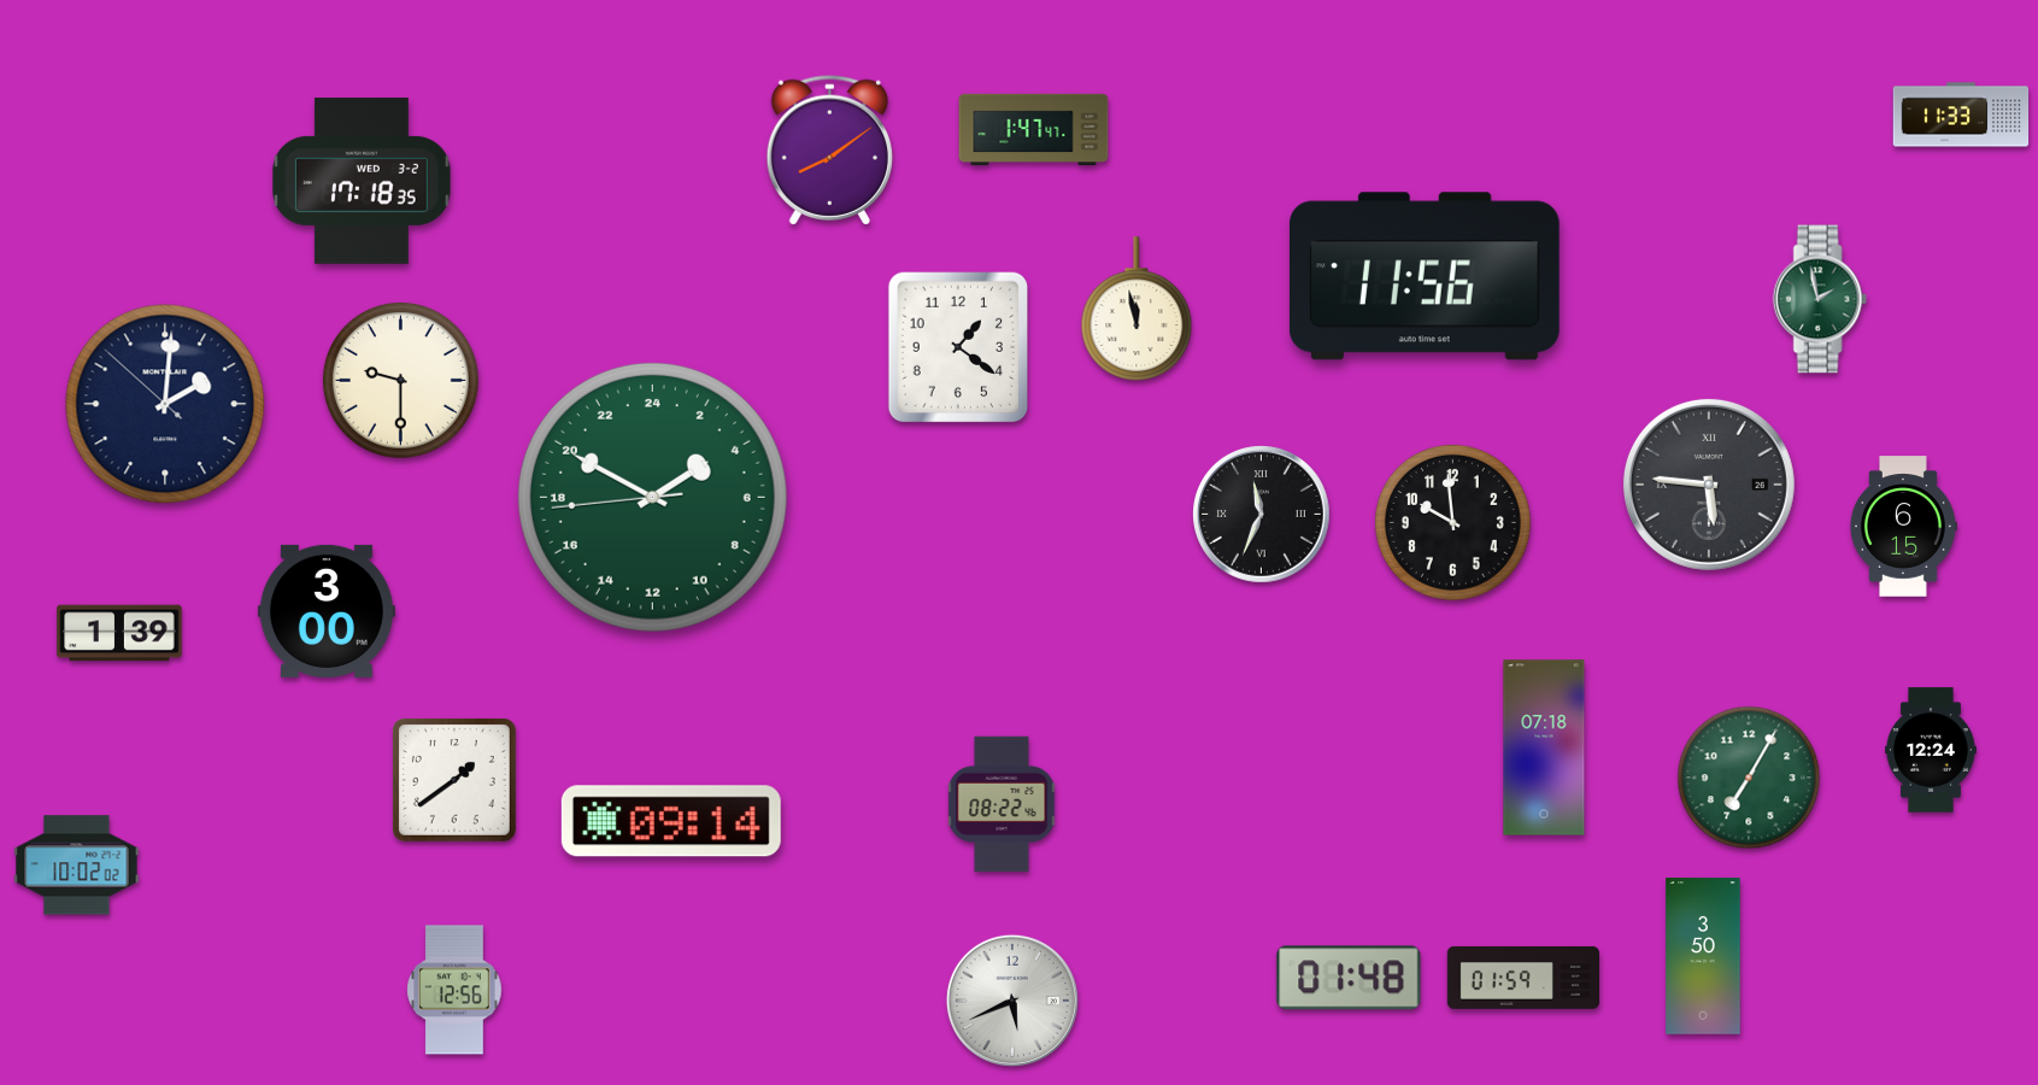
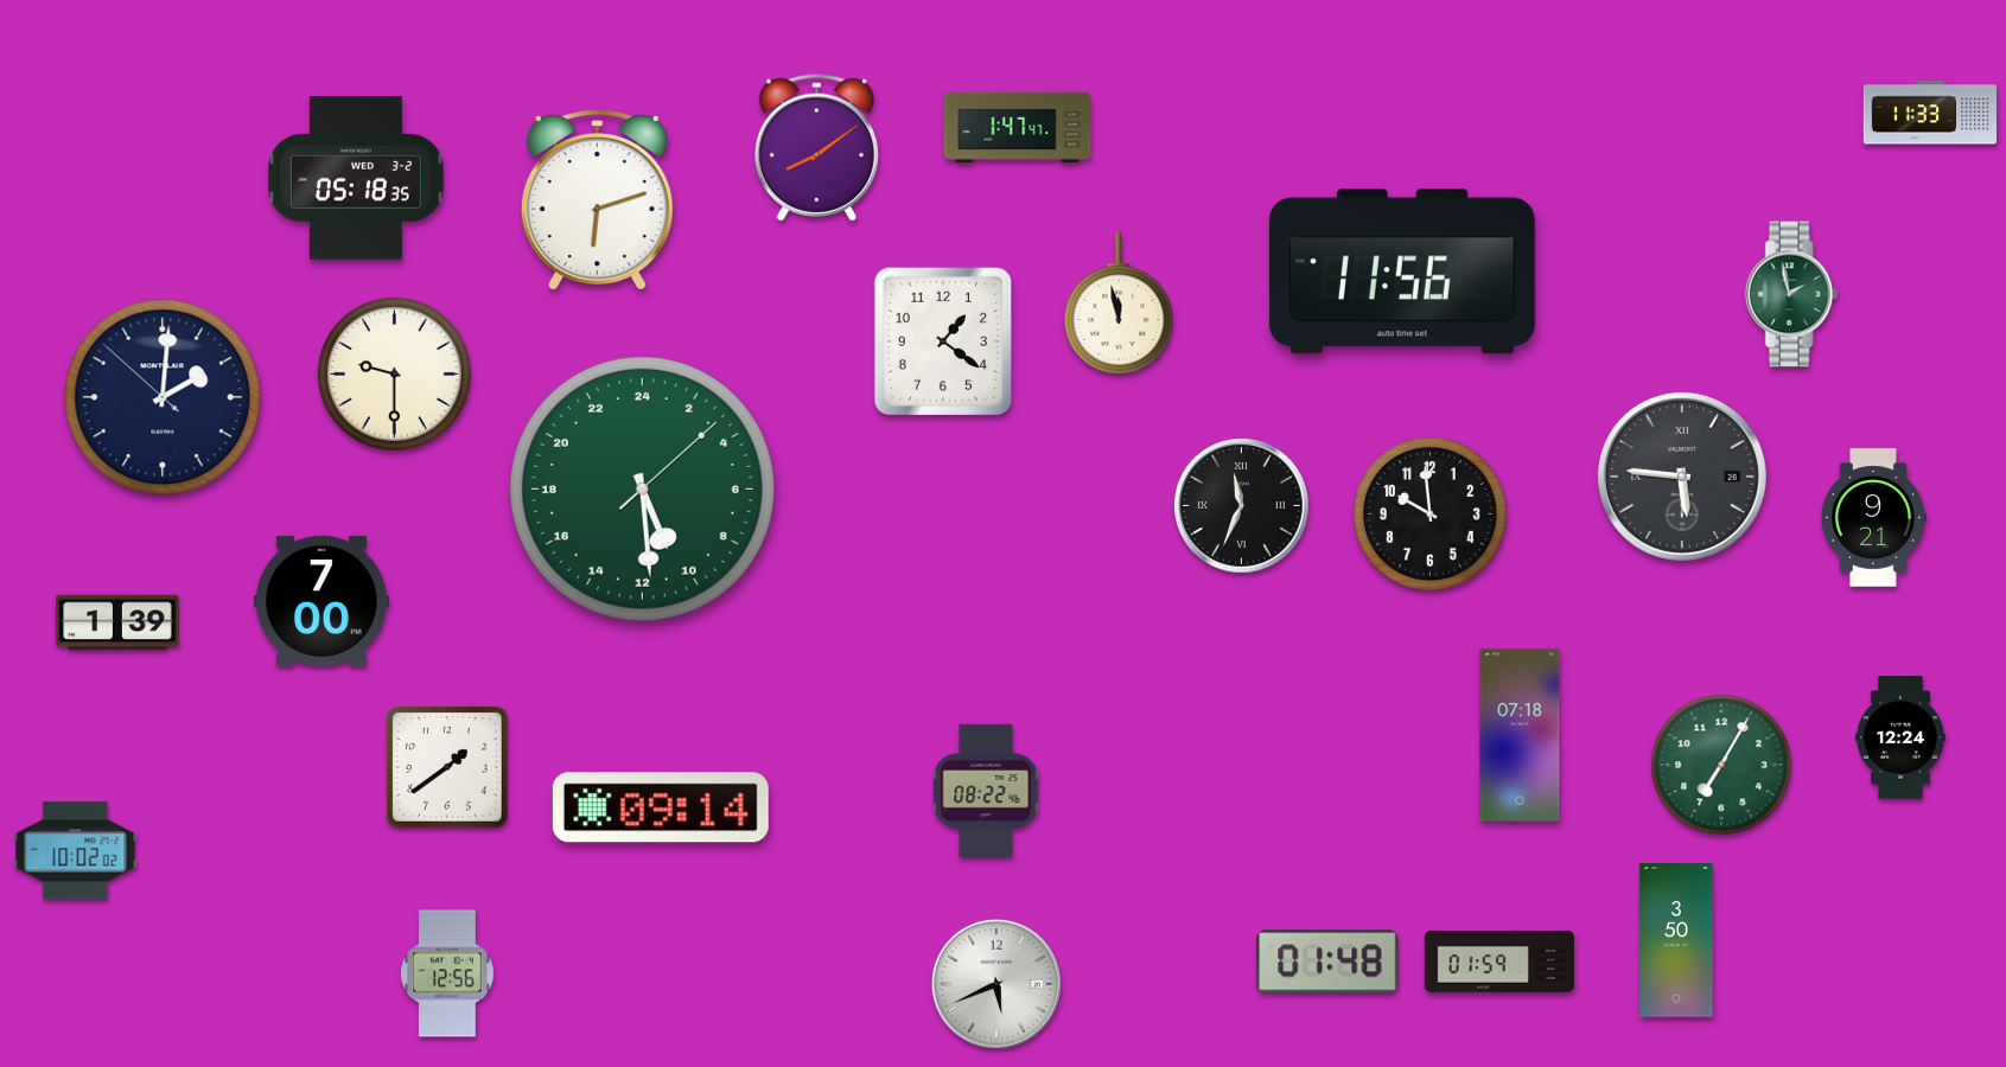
clock at (362, 181): 17:18 -> 05:18
clock at (597, 199): none -> 6:12
clock at (652, 497): 3:49 -> 10:29
clock at (1903, 527): 6:15 -> 9:21
clock at (327, 611): 3:00 -> 7:00
